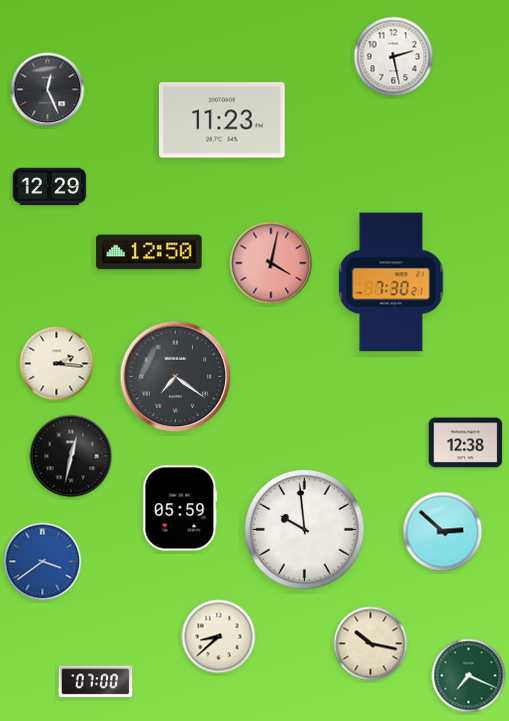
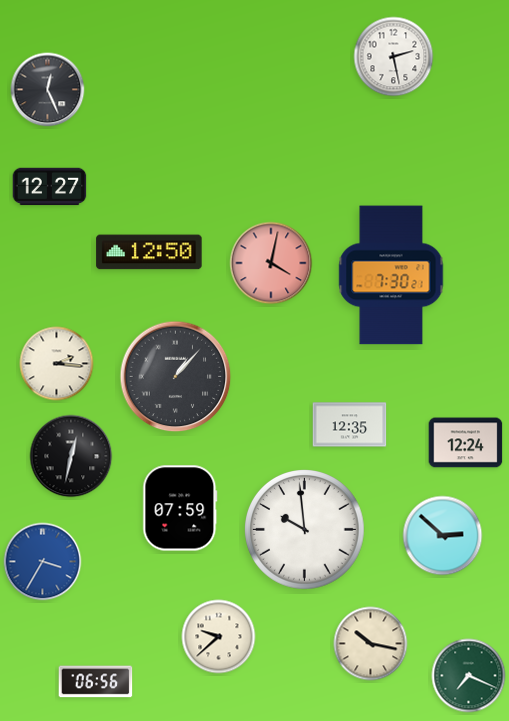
clock at (222, 120): 11:23 -> none
clock at (50, 187): 12:29 -> 12:27
clock at (391, 282) position: (391, 282) -> (391, 275)
clock at (176, 377): 7:21 -> 1:07
clock at (350, 425): none -> 12:35
clock at (466, 443): 12:38 -> 12:24
clock at (180, 508): 05:59 -> 07:59
clock at (443, 532) position: (443, 532) -> (443, 536)
clock at (43, 562): 3:39 -> 3:35
clock at (219, 637): 8:38 -> 9:38
clock at (96, 682): 07:00 -> 06:56
